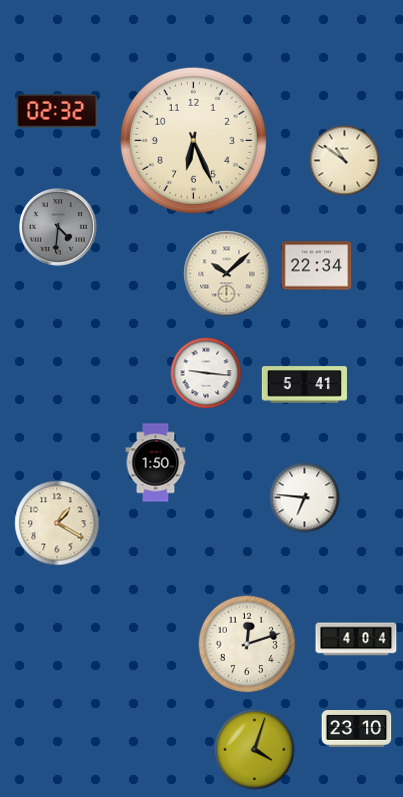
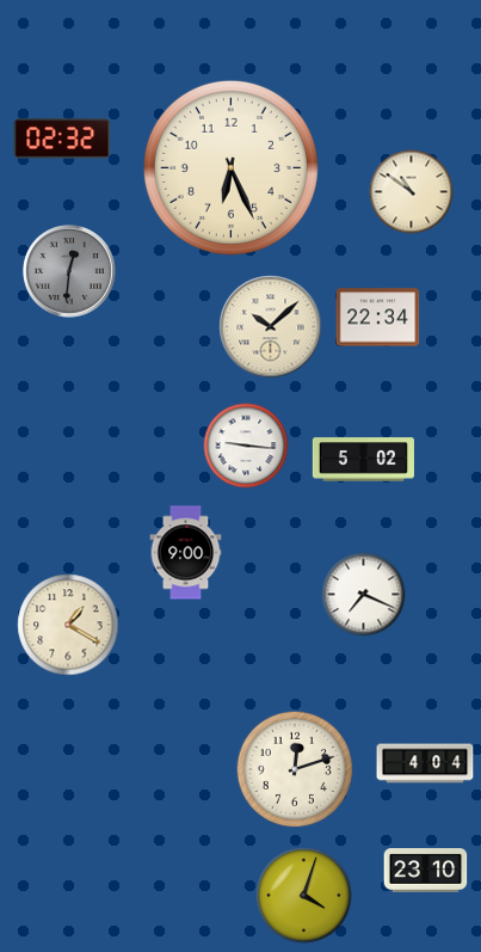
clock at (57, 111) position: (57, 111) -> (62, 139)
clock at (59, 228): 4:31 -> 12:31
clock at (304, 385): 5:41 -> 5:02
clock at (156, 463): 1:50 -> 9:00
clock at (305, 498): 6:46 -> 7:19
